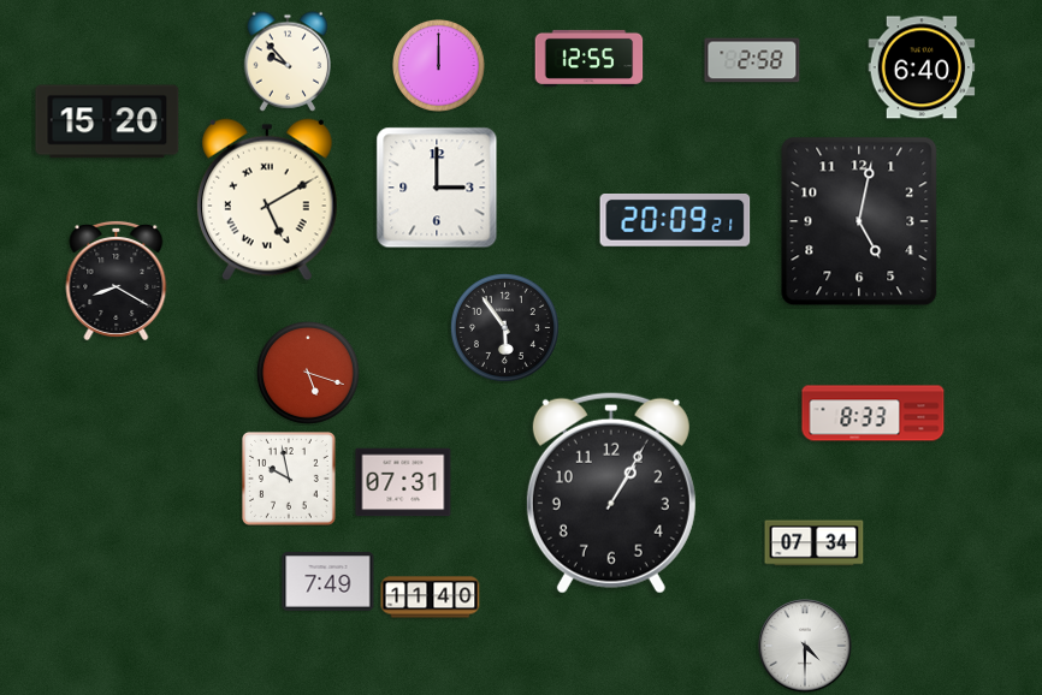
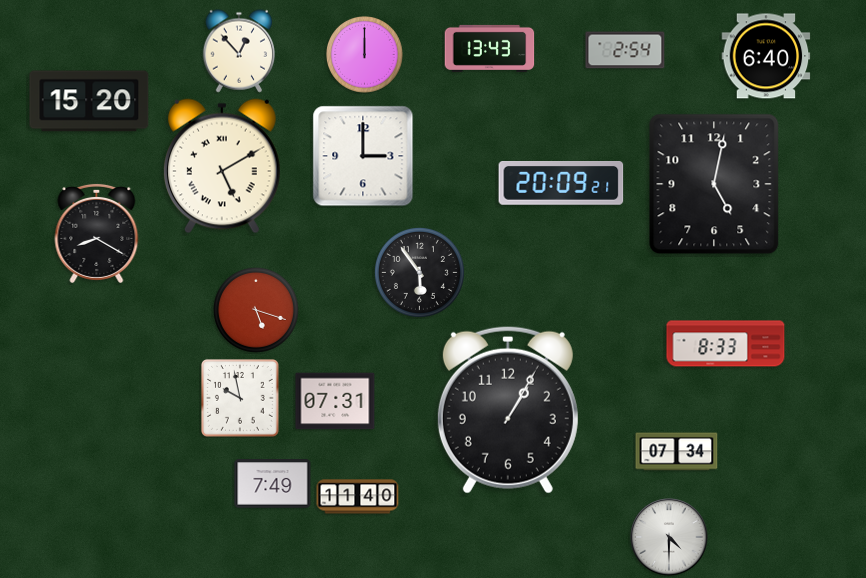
clock at (590, 58): 12:55 -> 13:43
clock at (752, 60): 2:58 -> 2:54
clock at (286, 61): 9:53 -> 12:53
